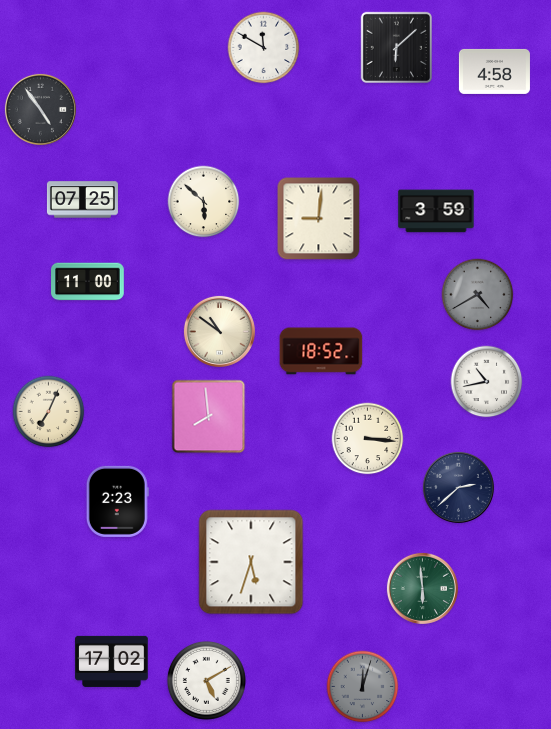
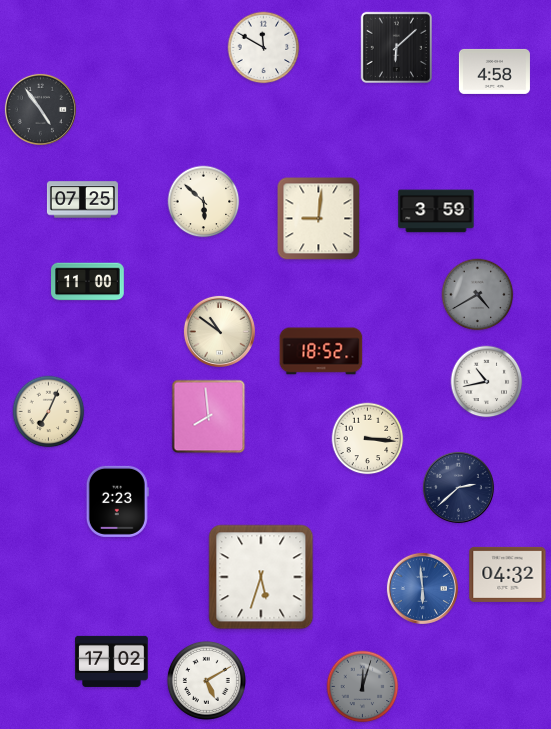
clock at (251, 562) position: (251, 562) -> (261, 577)
clock at (508, 574): none -> 04:32
clock at (422, 588) dial: green -> blue
